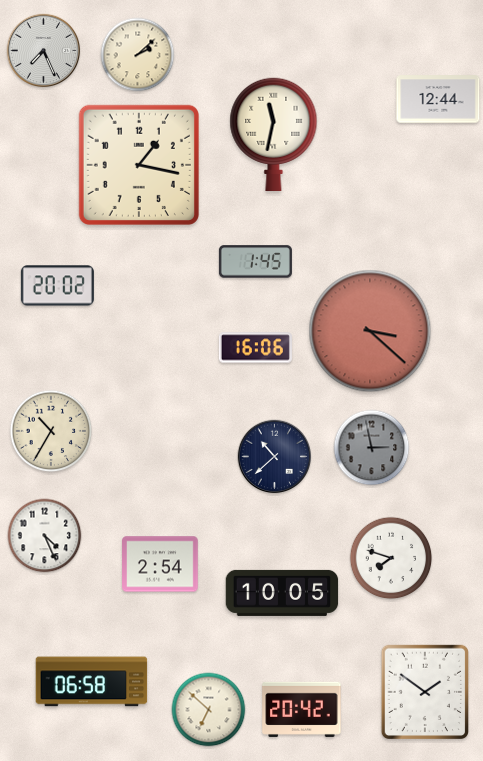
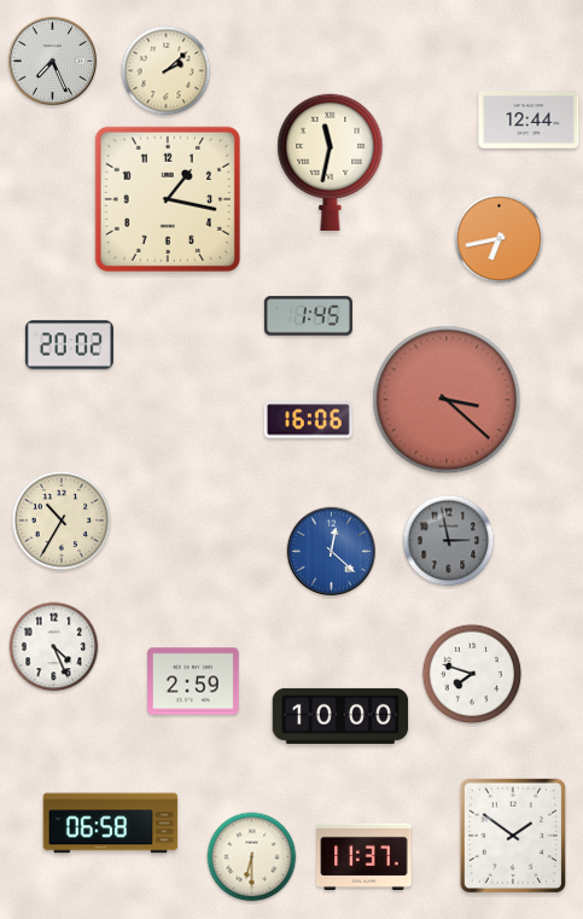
clock at (138, 55) position: (138, 55) -> (167, 71)
clock at (500, 239): none -> 6:43
clock at (275, 457): 10:38 -> 12:22
clock at (275, 457) dial: navy -> blue
clock at (160, 564): 2:54 -> 2:59
clock at (282, 593): 10:05 -> 10:00
clock at (302, 709): 20:42 -> 11:37
clock at (209, 710): 6:52 -> 6:30
